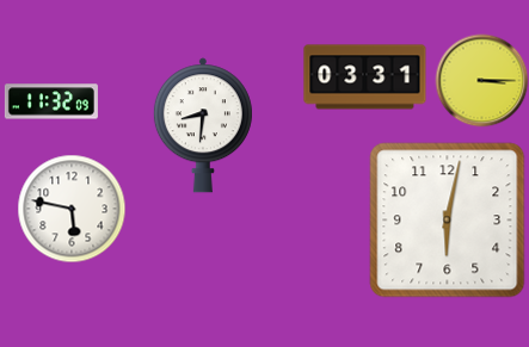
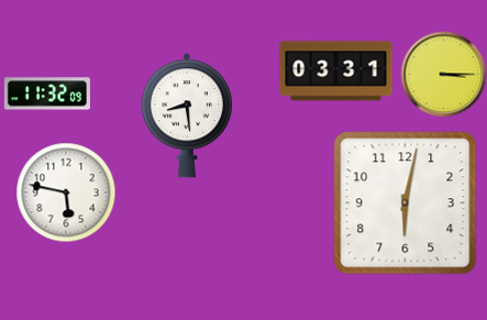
clock at (203, 125): 8:31 -> 8:29
clock at (448, 221) position: (448, 221) -> (406, 203)
